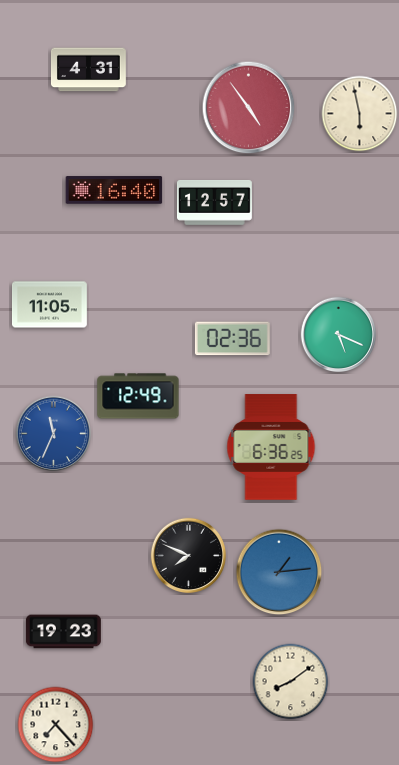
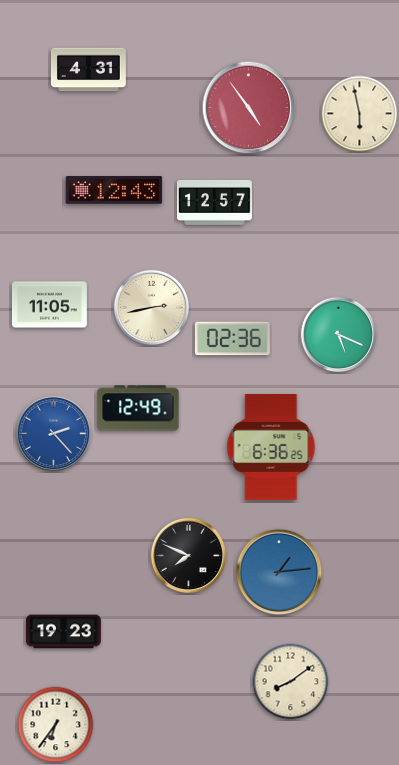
clock at (114, 190): 16:40 -> 12:43
clock at (152, 308): none -> 2:43
clock at (138, 396) position: (138, 396) -> (138, 408)
clock at (54, 434): 11:34 -> 2:23
clock at (56, 725): 7:23 -> 6:36
